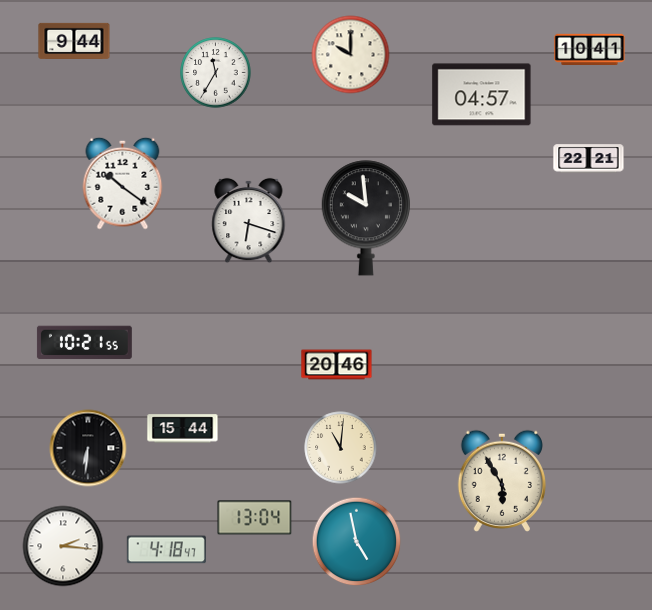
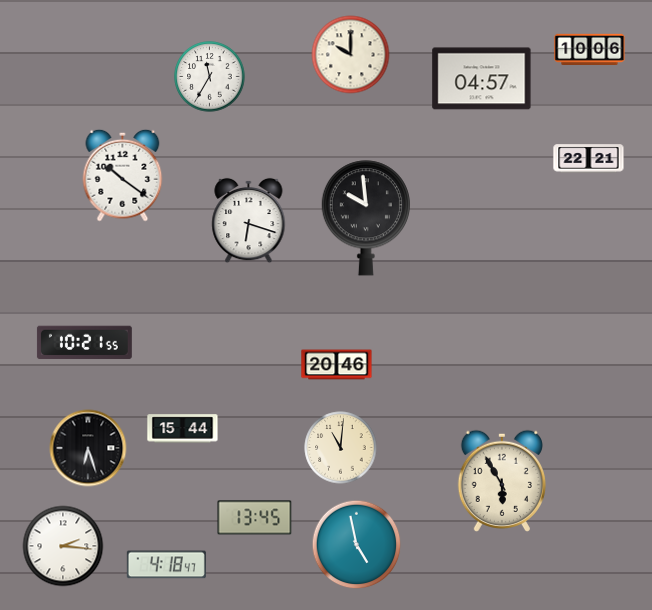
clock at (74, 40): 9:44 -> none
clock at (590, 49): 10:41 -> 10:06
clock at (216, 73) position: (216, 73) -> (210, 77)
clock at (482, 95) position: (482, 95) -> (482, 79)
clock at (123, 183) position: (123, 183) -> (123, 175)
clock at (88, 448): 6:31 -> 6:27
clock at (255, 518): 13:04 -> 13:45
clock at (357, 542) position: (357, 542) -> (357, 545)
clock at (166, 550) position: (166, 550) -> (166, 565)
